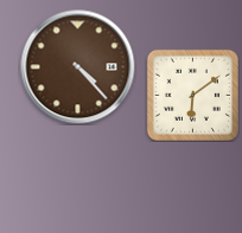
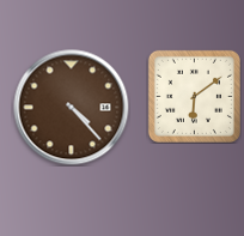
clock at (78, 67) position: (78, 67) -> (72, 108)
